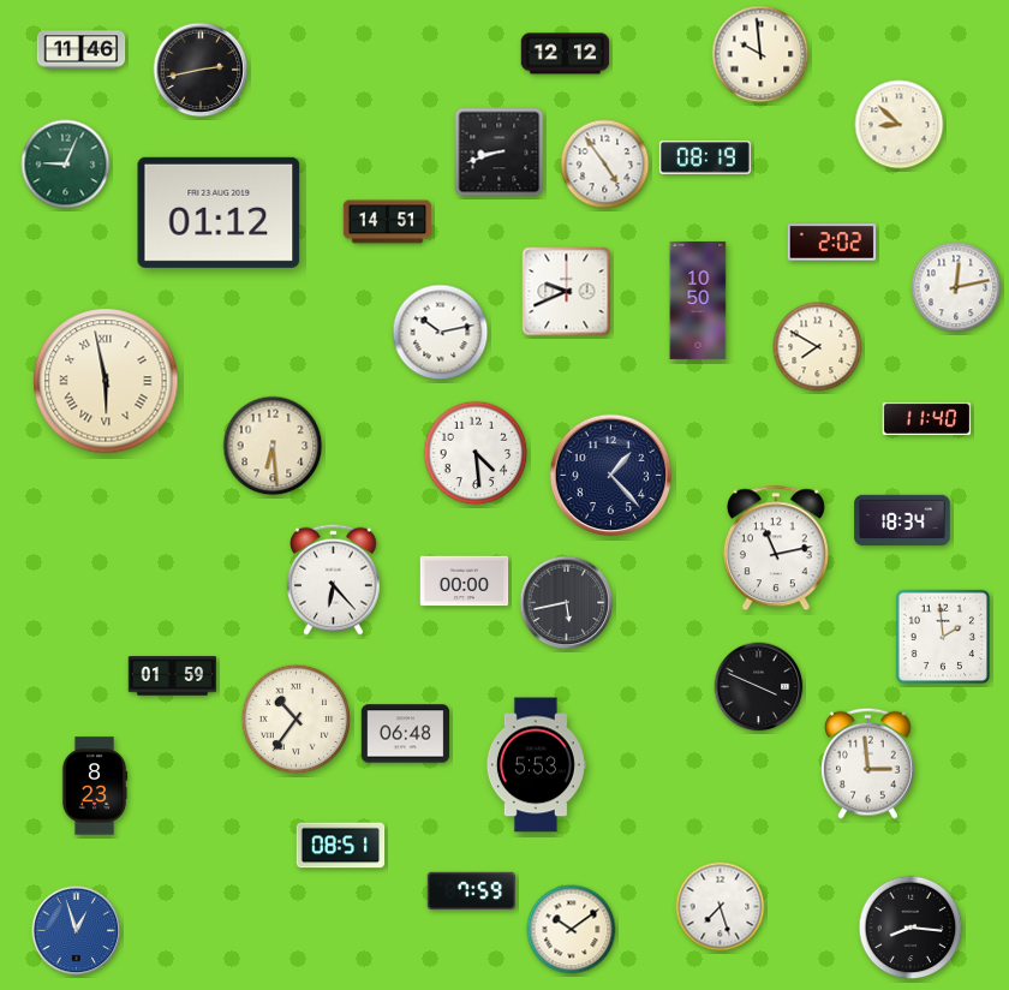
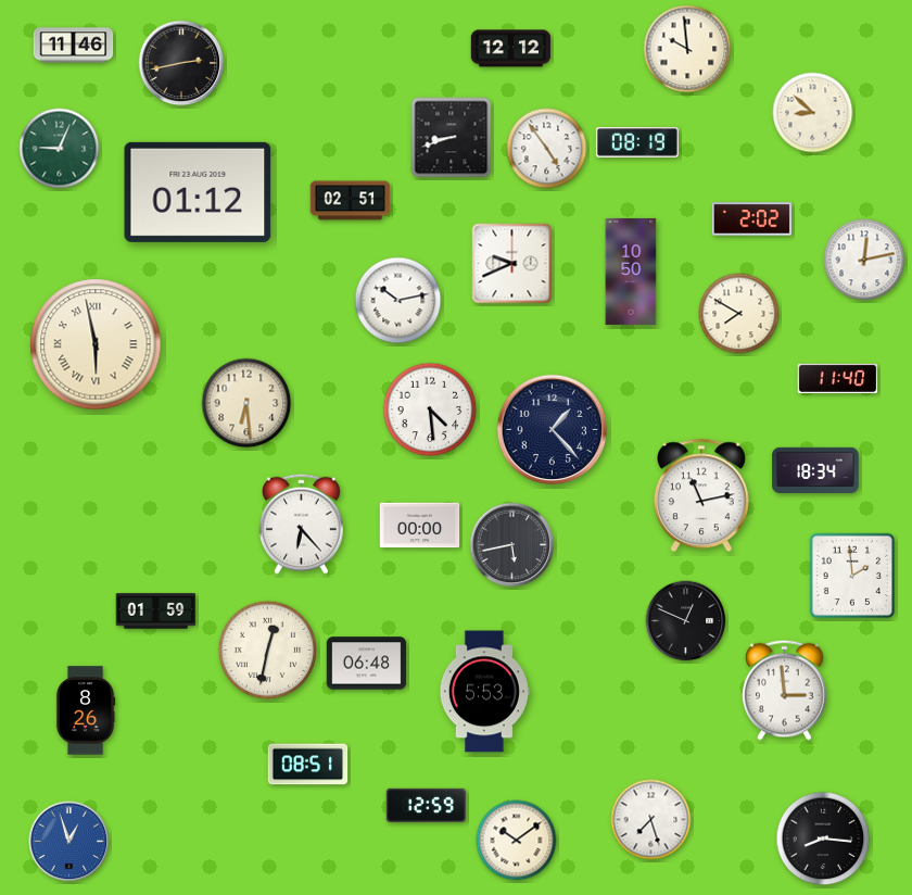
clock at (388, 222): 14:51 -> 02:51
clock at (759, 687): 3:49 -> 12:49
clock at (297, 720): 10:36 -> 12:32
clock at (95, 786): 8:23 -> 8:26
clock at (472, 890): 7:59 -> 12:59
